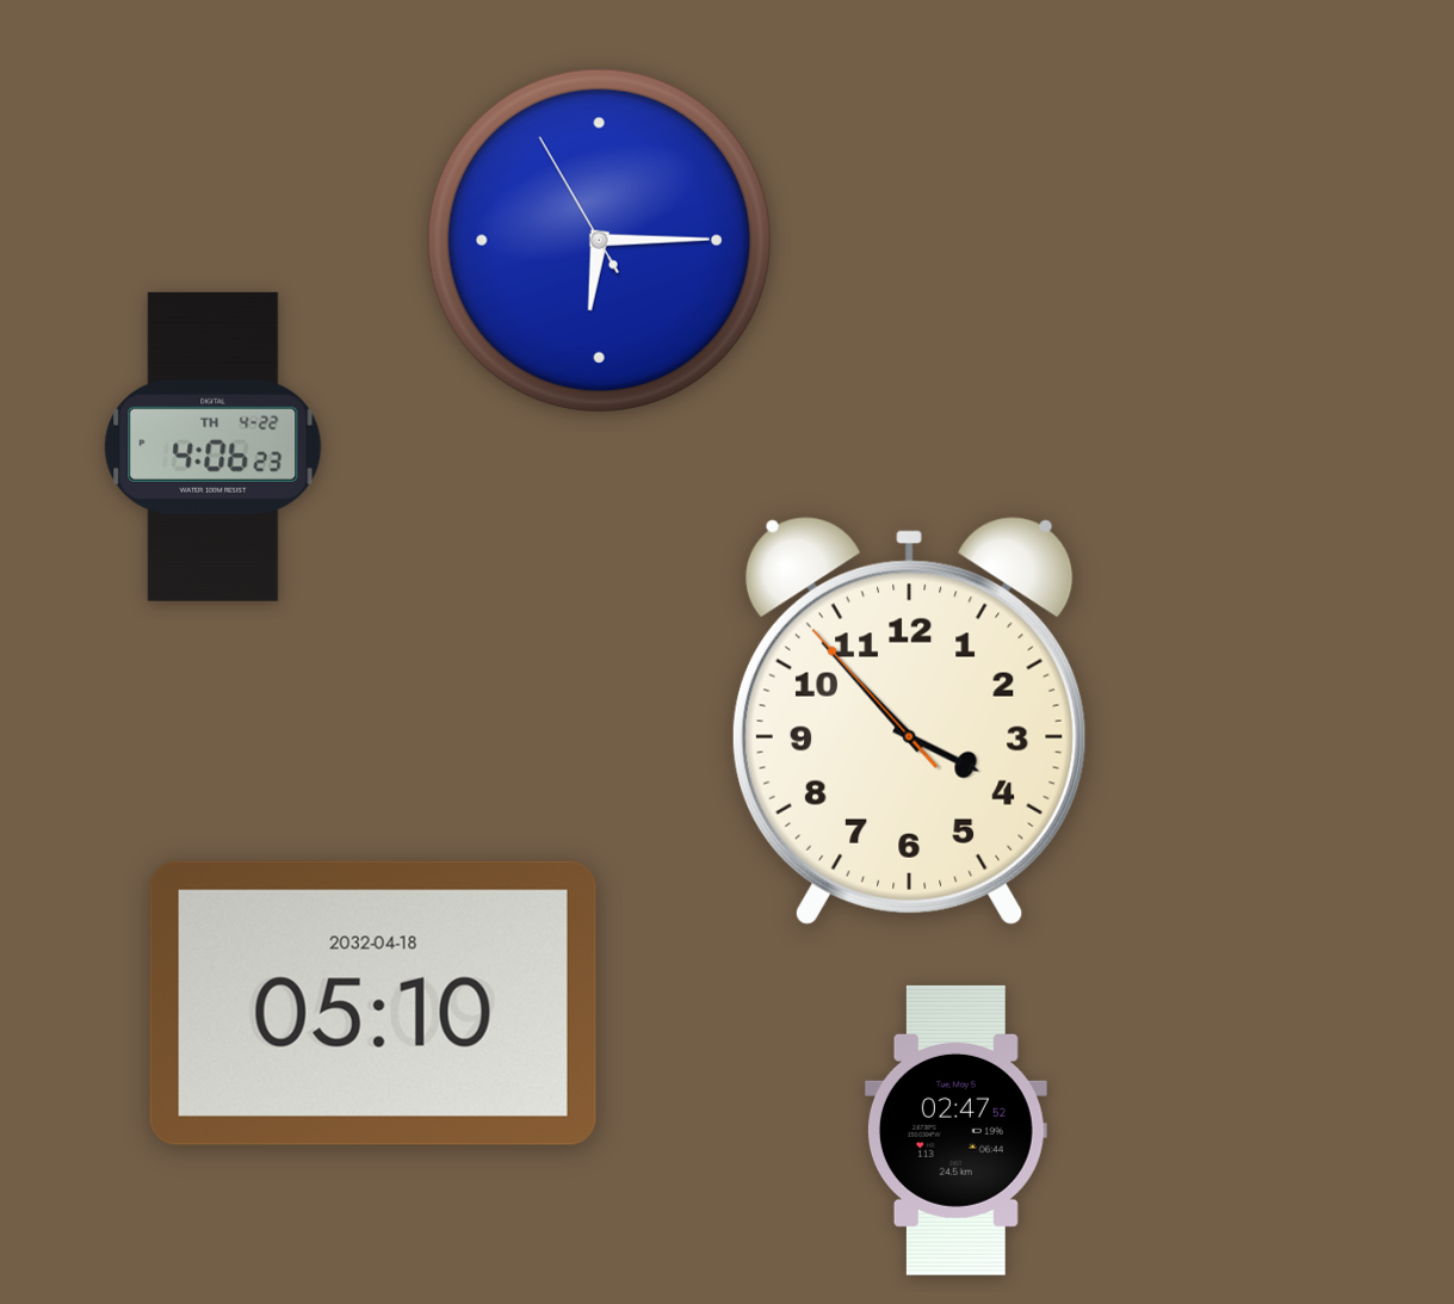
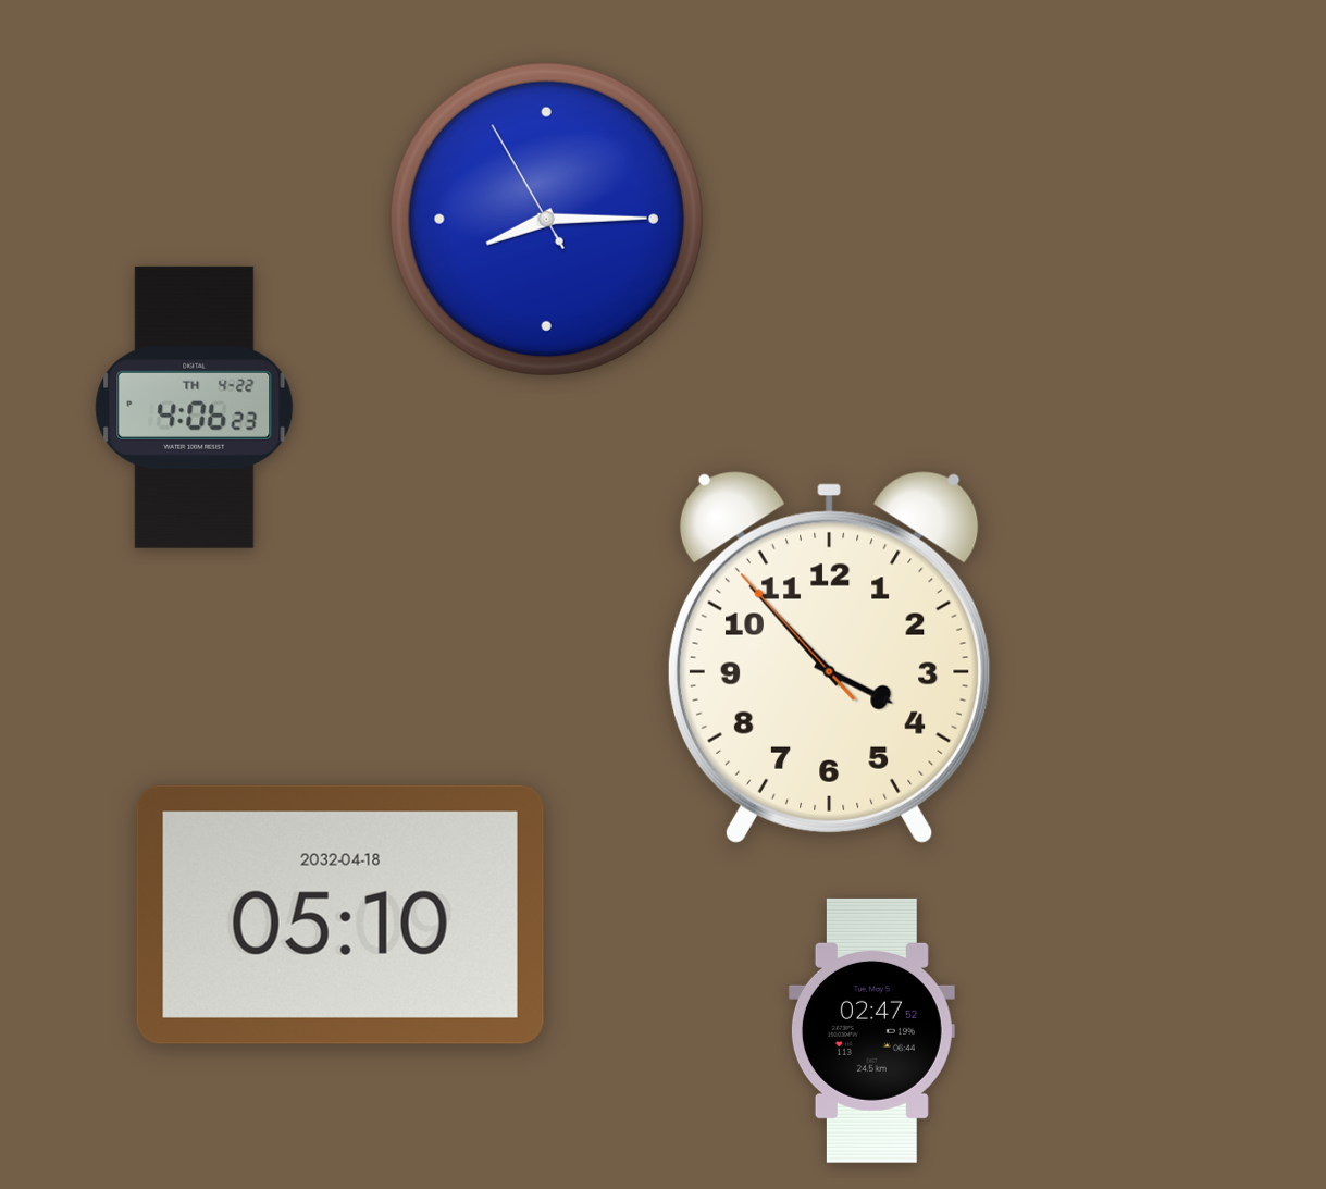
clock at (599, 240): 6:14 -> 8:14
